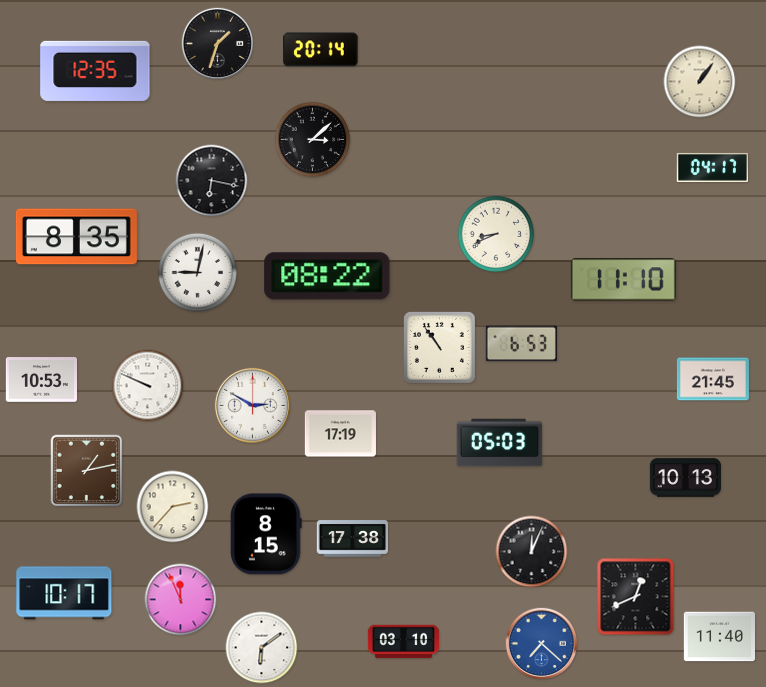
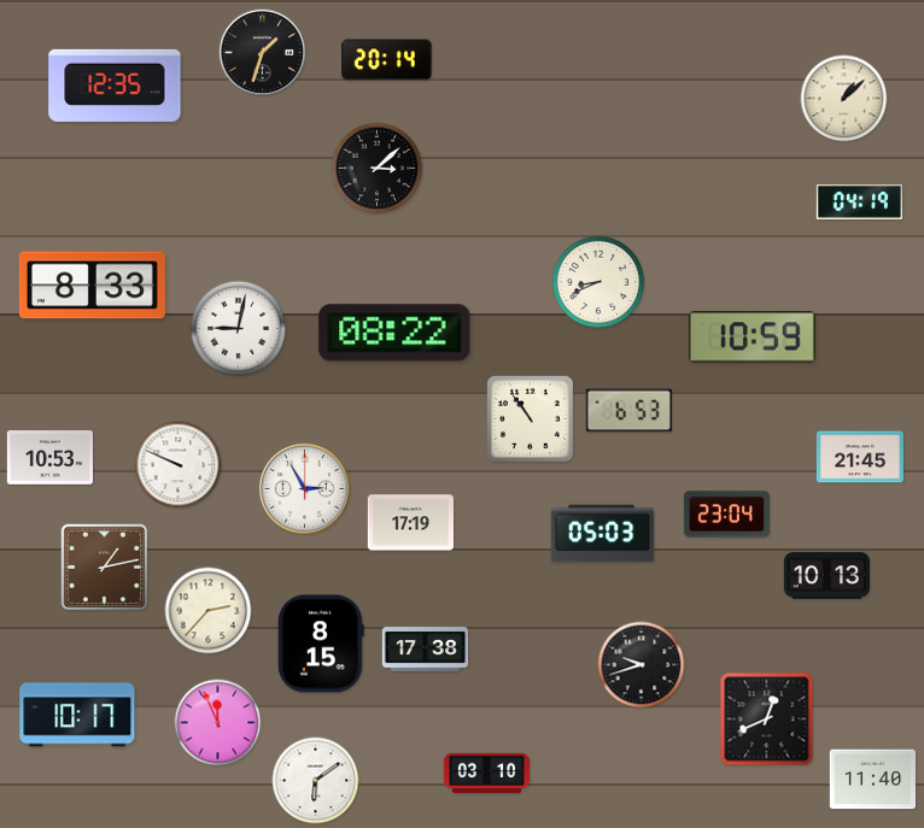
clock at (700, 82): 1:06 -> 1:08
clock at (712, 167): 04:17 -> 04:19
clock at (212, 181): 6:17 -> none
clock at (76, 237): 8:35 -> 8:33
clock at (623, 280): 11:10 -> 10:59
clock at (521, 344) position: (521, 344) -> (628, 411)
clock at (252, 405): 2:50 -> 2:55
clock at (726, 515): none -> 23:04
clock at (532, 552): 12:04 -> 9:42
clock at (719, 637) position: (719, 637) -> (872, 780)
clock at (541, 643): 7:22 -> none
